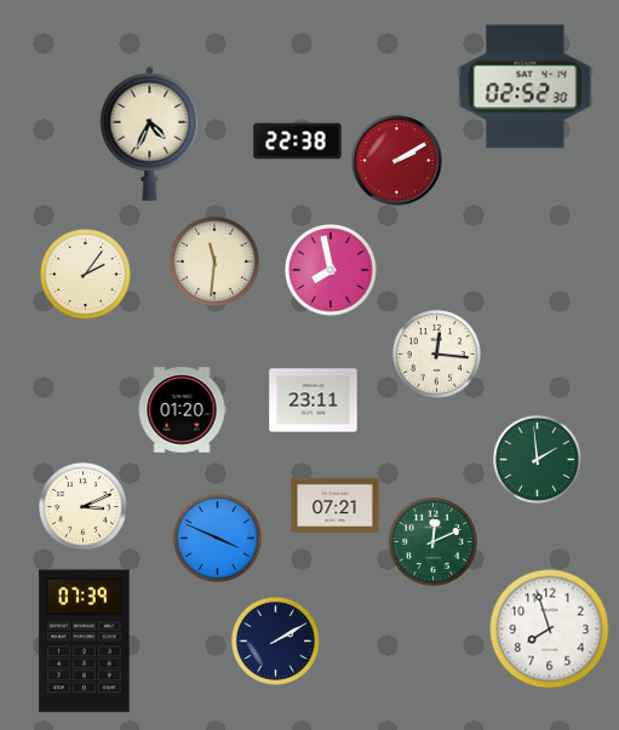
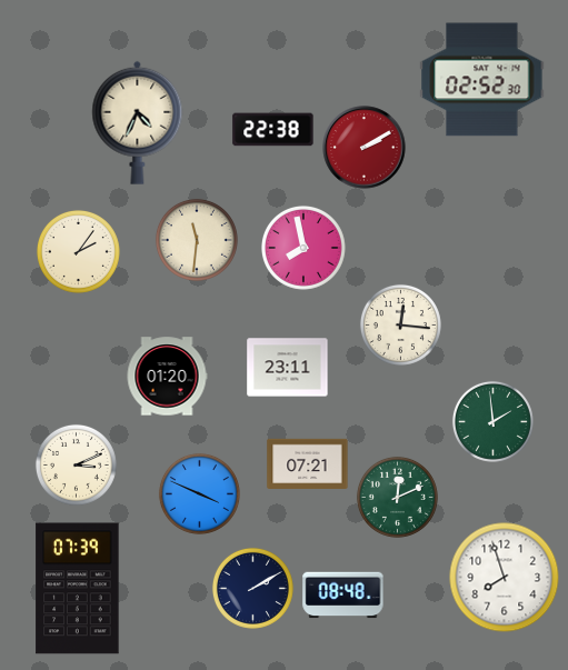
clock at (343, 596): none -> 08:48
